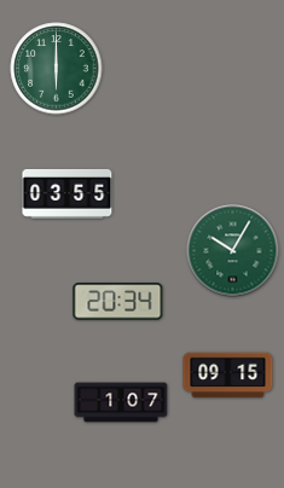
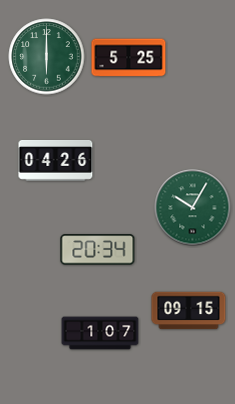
clock at (129, 58): none -> 5:25
clock at (68, 194): 03:55 -> 04:26
